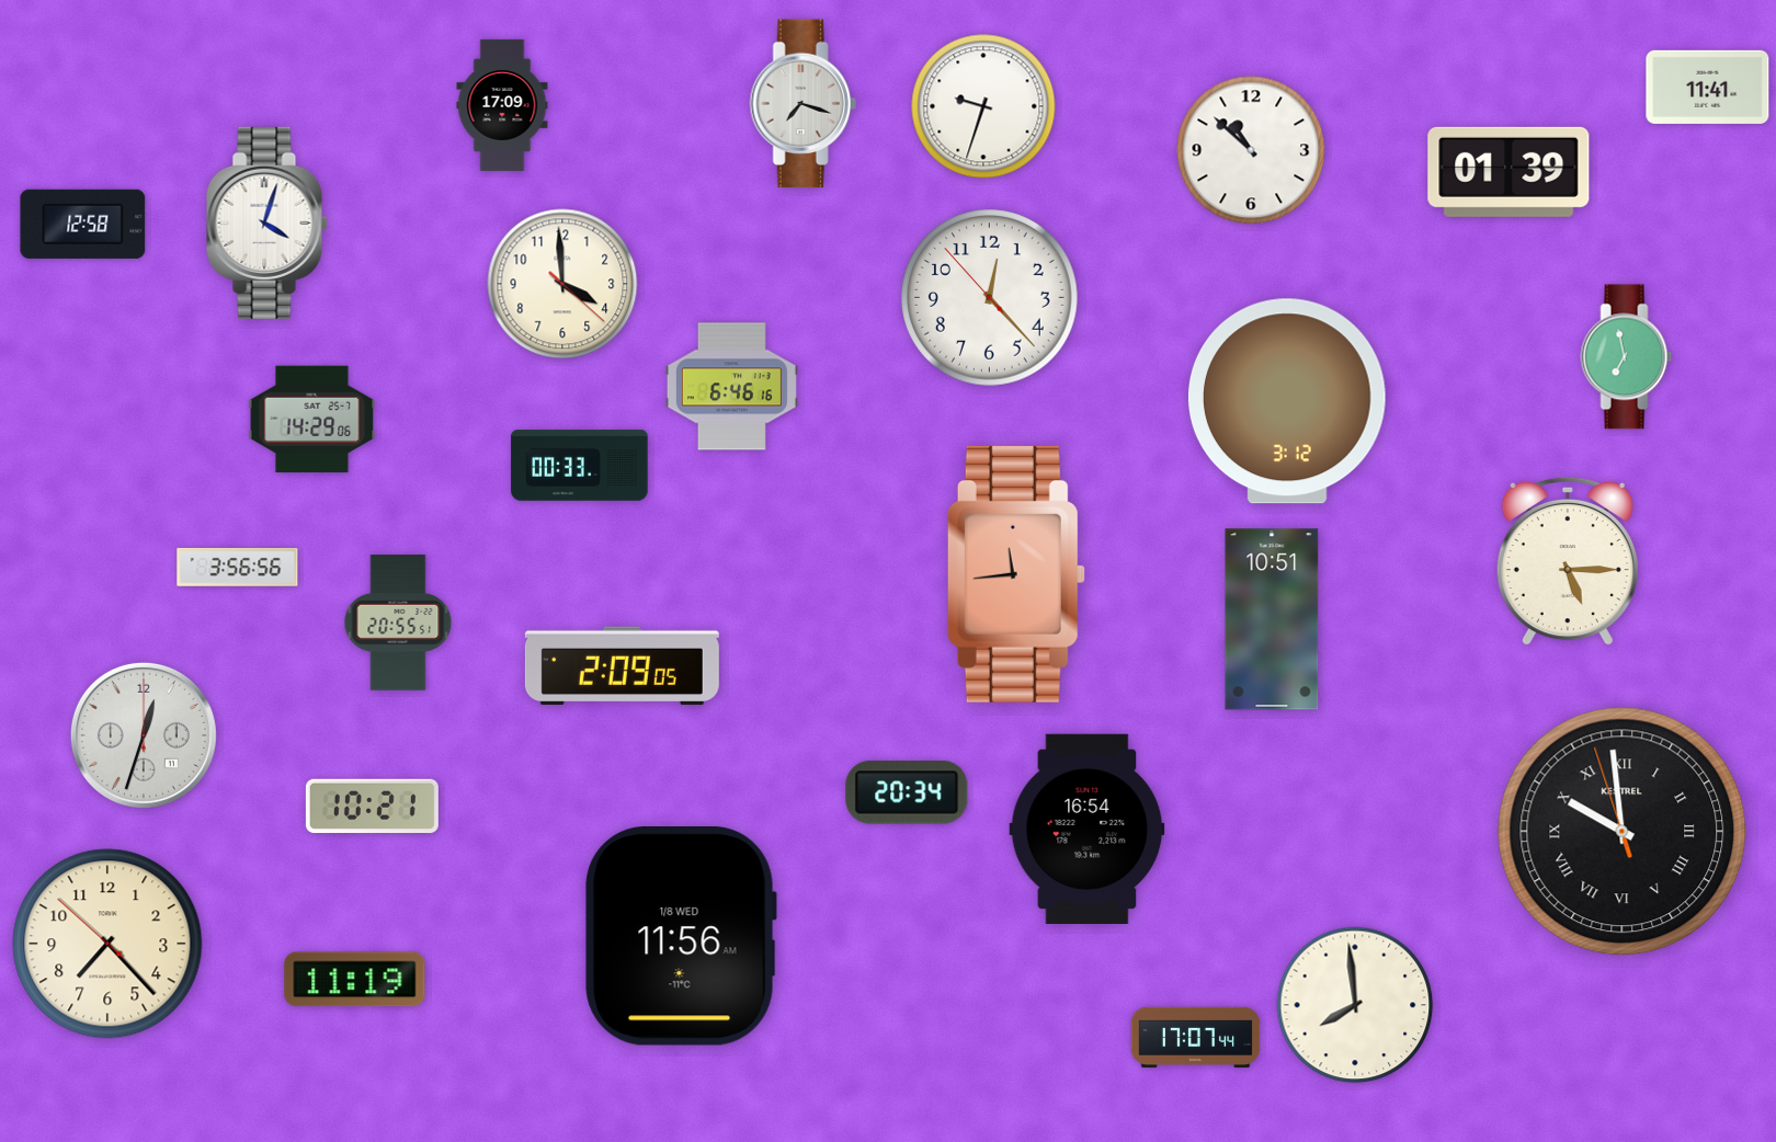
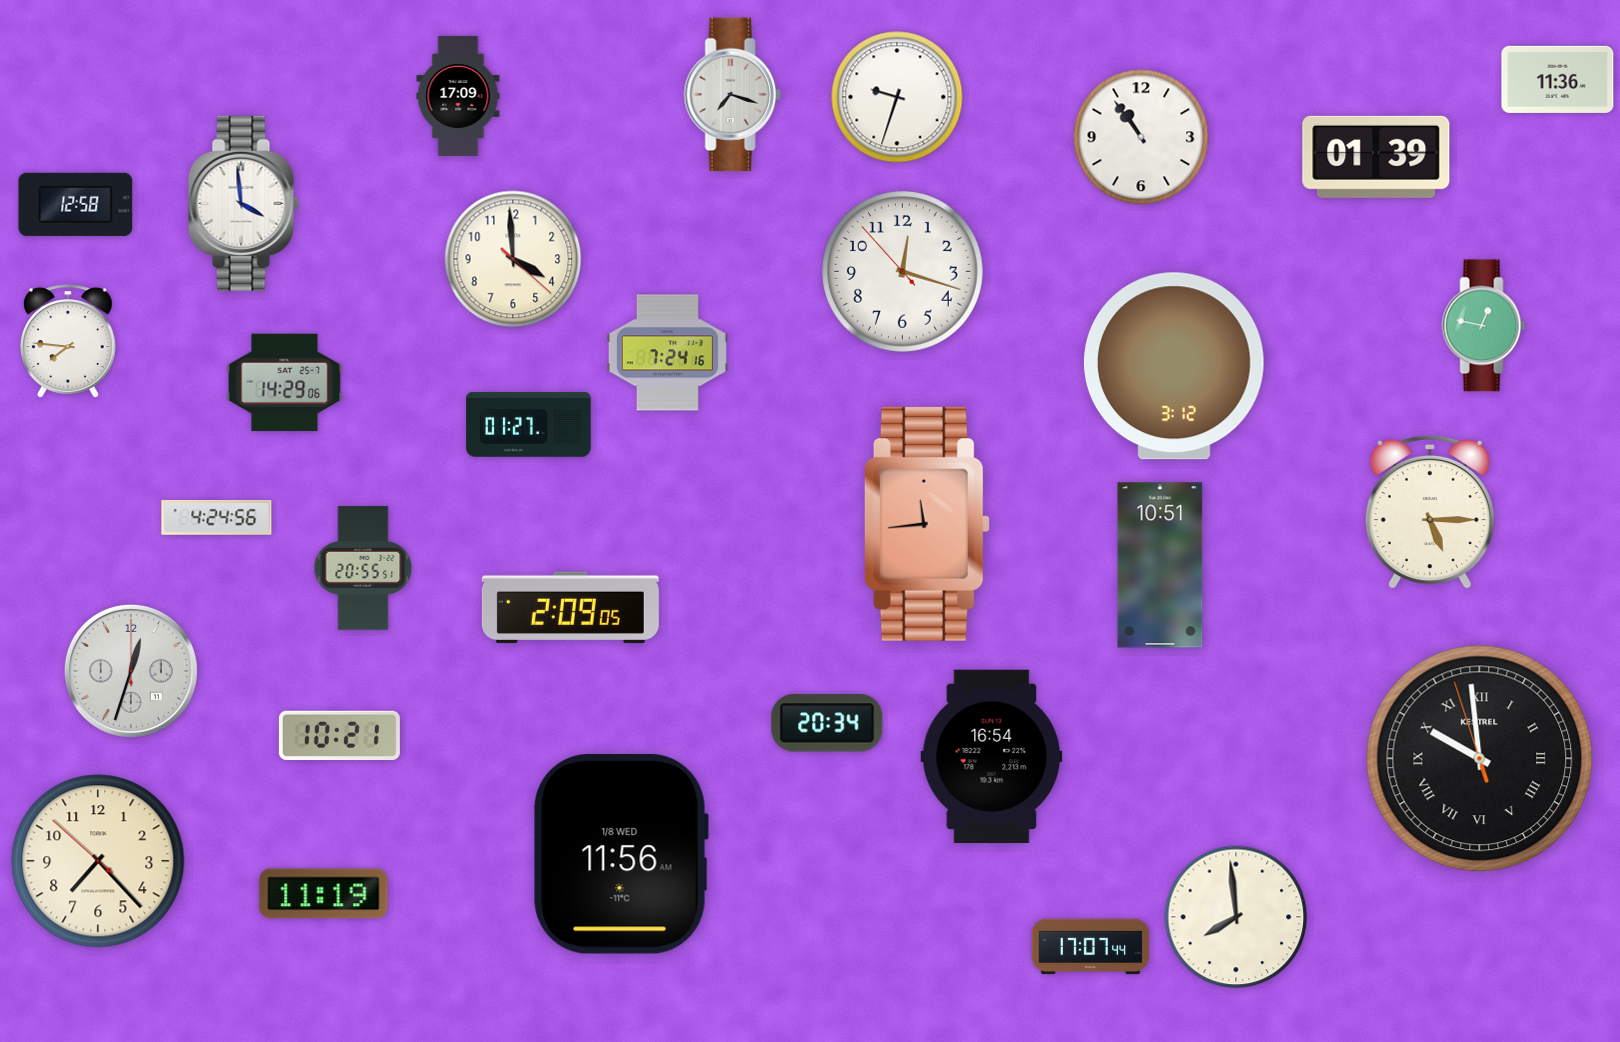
clock at (1708, 87): 11:41 -> 11:36
clock at (1251, 150): 10:52 -> 10:54
clock at (266, 222): 4:03 -> 3:59
clock at (990, 298): 12:22 -> 12:17
clock at (1627, 357): 6:58 -> 12:47
clock at (68, 341): none -> 7:46
clock at (731, 387): 6:46 -> 7:24
clock at (580, 466): 00:33 -> 01:27
clock at (238, 568): 3:56 -> 4:24
clock at (622, 666) position: (622, 666) -> (570, 608)
